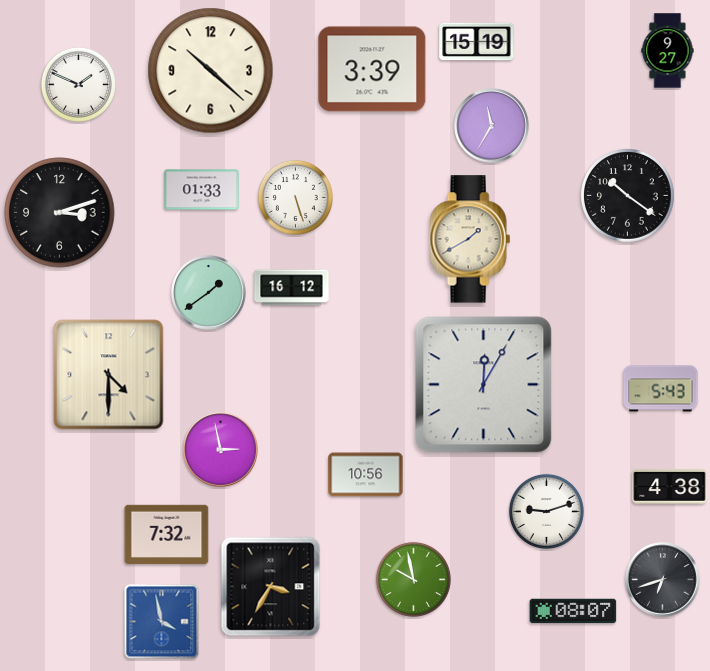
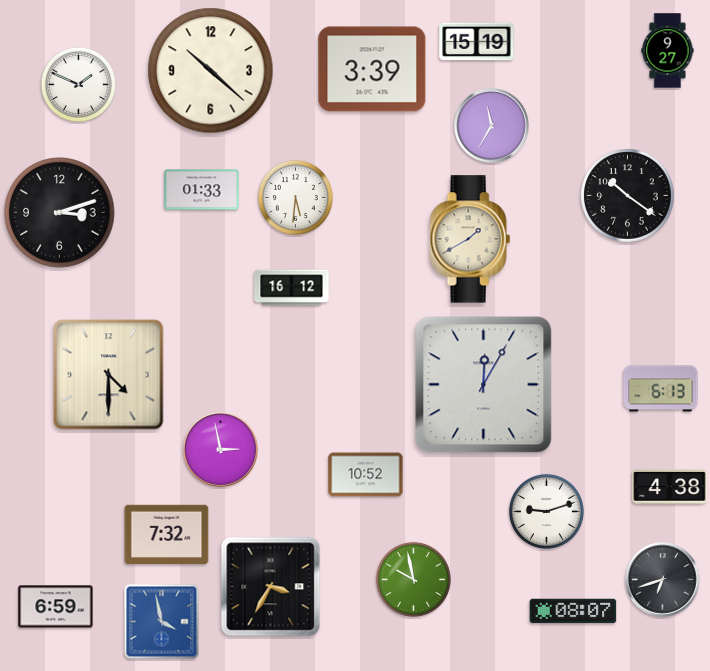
clock at (295, 197): 5:27 -> 5:31
clock at (209, 293): 1:39 -> none
clock at (661, 389): 5:43 -> 6:13
clock at (366, 475): 10:56 -> 10:52
clock at (56, 607): none -> 6:59
